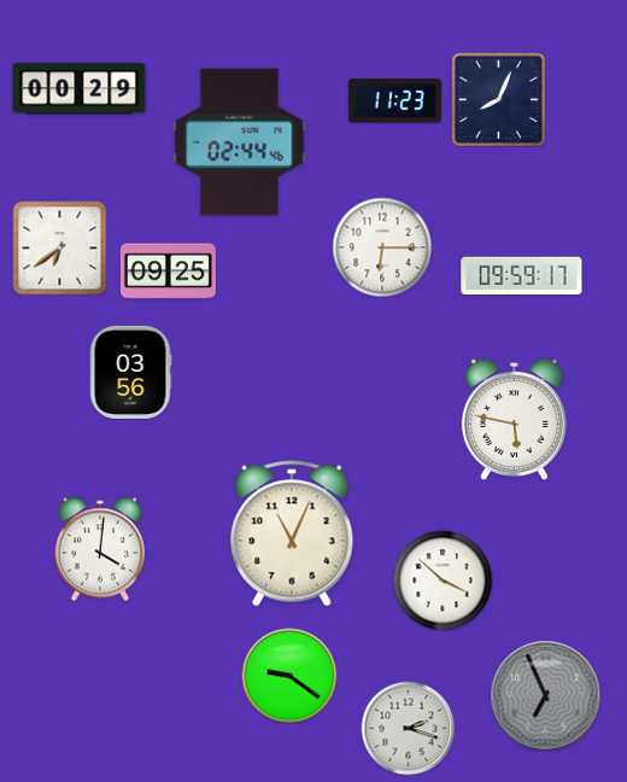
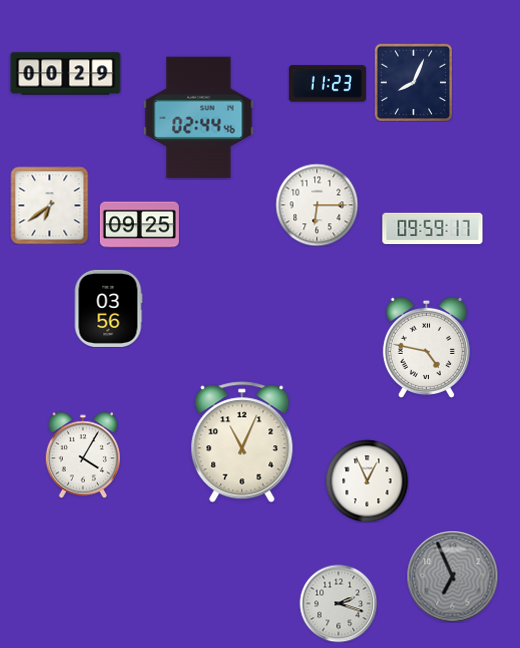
clock at (514, 419): 5:47 -> 4:47
clock at (99, 549): 4:01 -> 4:05
clock at (443, 580): 3:52 -> 12:56
clock at (289, 676): 9:21 -> none
